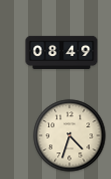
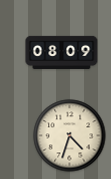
clock at (62, 52): 08:49 -> 08:09
